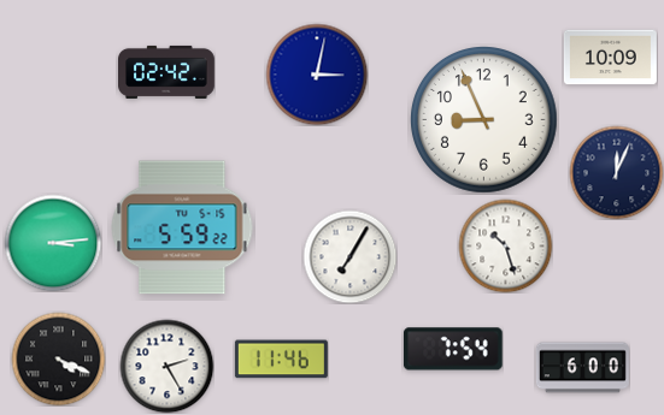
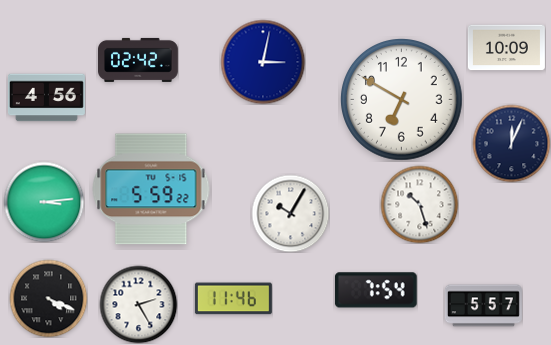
clock at (46, 98): none -> 4:56
clock at (484, 120): 8:56 -> 6:50
clock at (349, 256): 7:05 -> 10:05
clock at (582, 368): 6:00 -> 5:57
